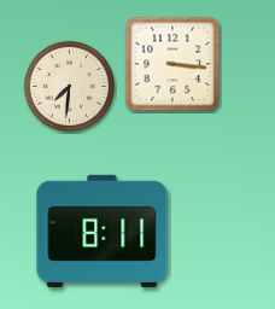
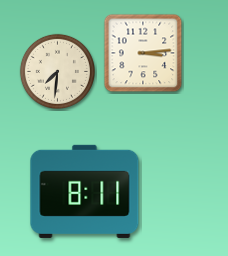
clock at (172, 64): 3:16 -> 3:14
